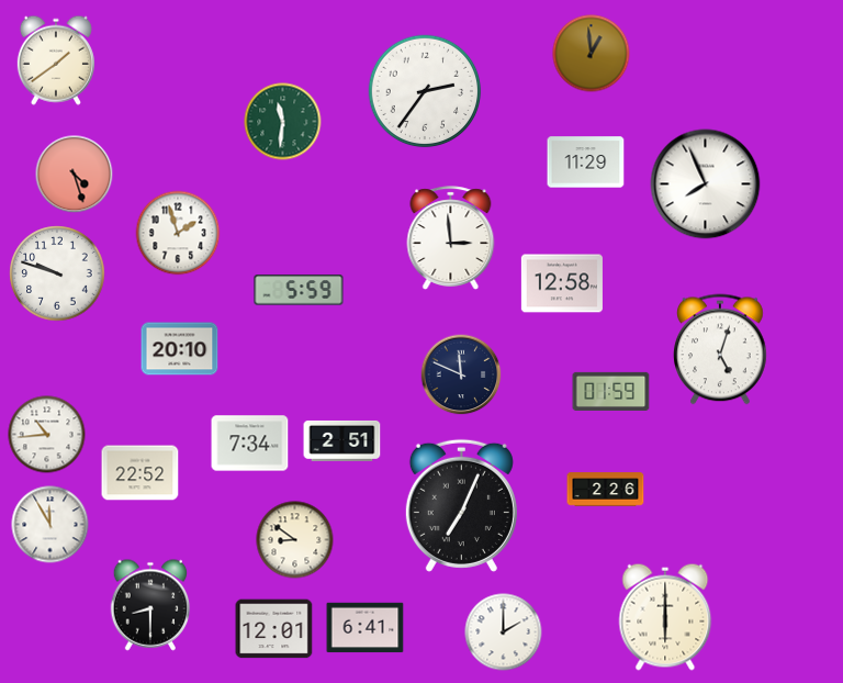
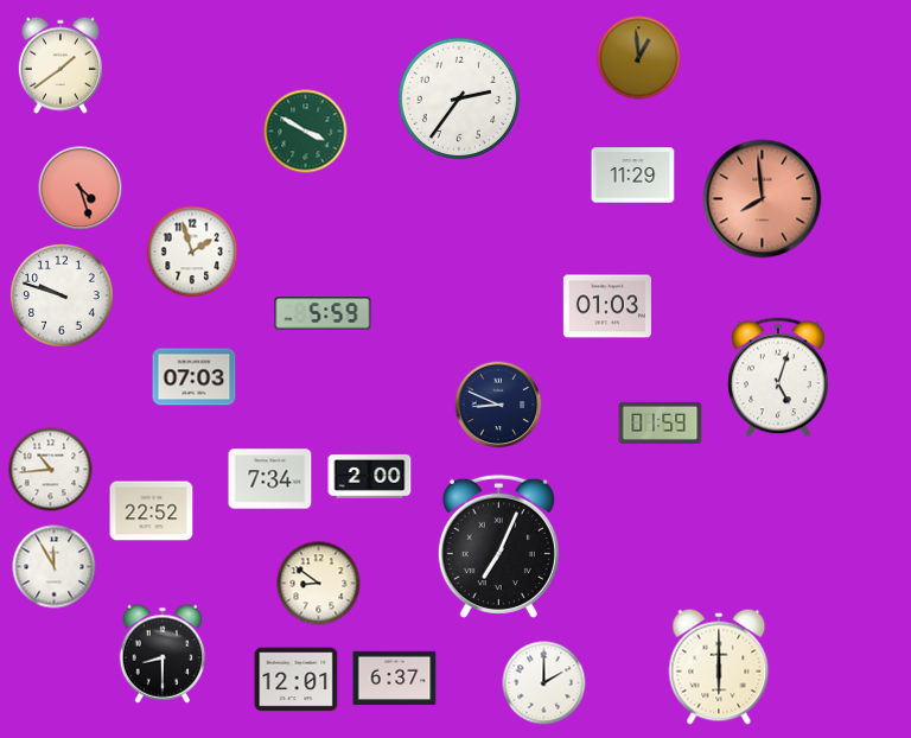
clock at (283, 122): 11:31 -> 3:50
clock at (706, 184): 7:56 -> 7:59
clock at (706, 184) dial: white -> salmon
clock at (451, 238): 2:59 -> none
clock at (562, 283): 12:58 -> 01:03
clock at (180, 349): 20:10 -> 07:03
clock at (461, 374): 11:49 -> 8:49
clock at (342, 440): 2:51 -> 2:00
clock at (606, 490): 2:26 -> none
clock at (366, 628): 6:41 -> 6:37
